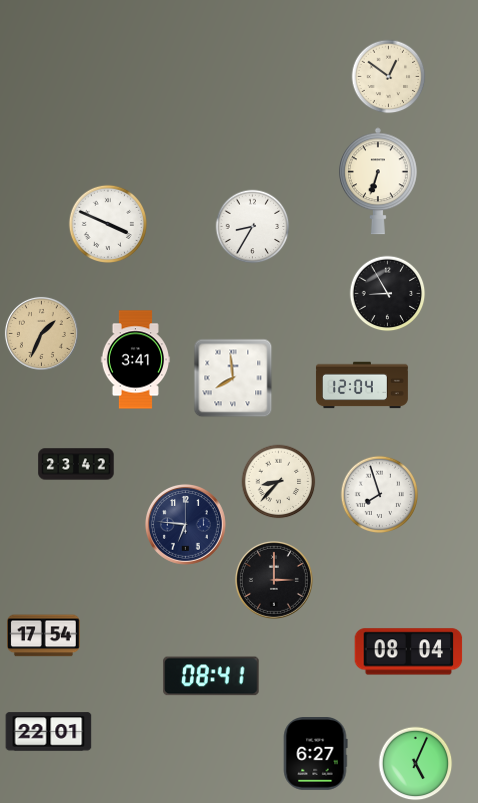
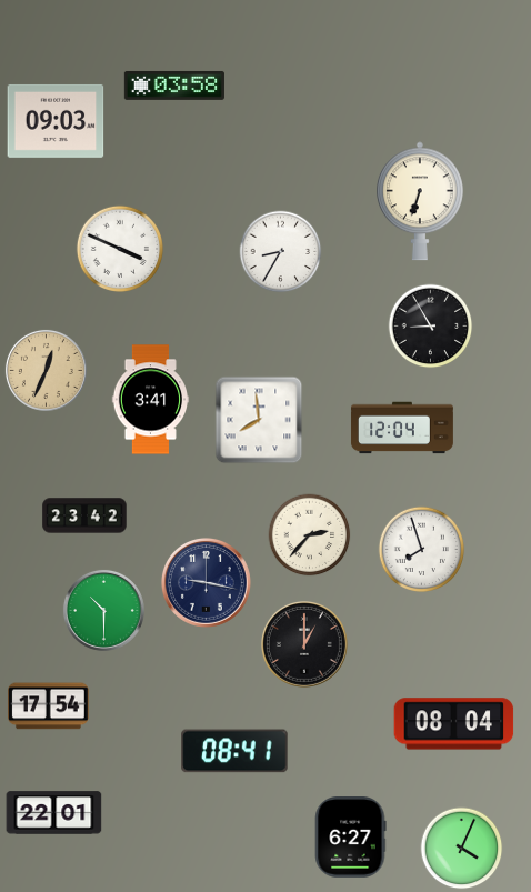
clock at (174, 86): none -> 03:58
clock at (389, 77): 12:51 -> none
clock at (56, 121): none -> 09:03
clock at (41, 333): 1:34 -> 12:34
clock at (279, 482): 8:37 -> 2:37
clock at (185, 524): 6:46 -> 9:17
clock at (103, 610): none -> 10:30
clock at (274, 580): 3:00 -> 1:00
clock at (416, 764): 5:04 -> 4:04
